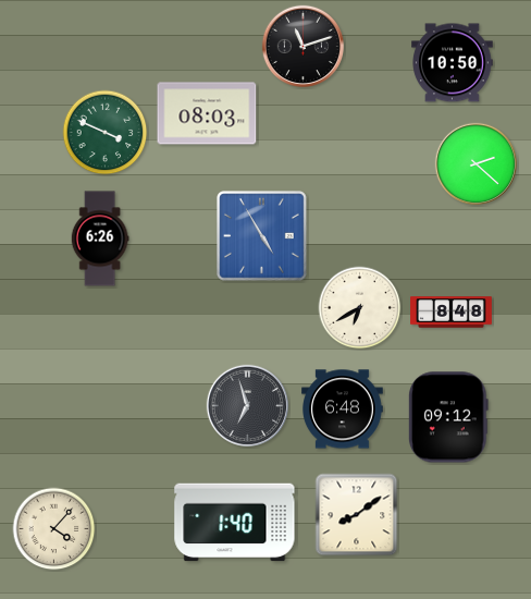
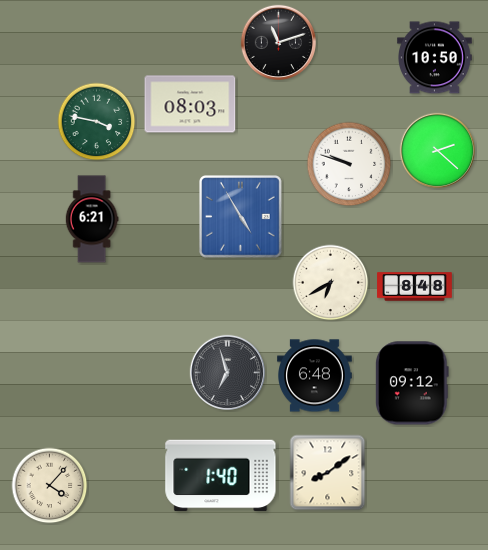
clock at (453, 63) position: (453, 63) -> (435, 58)
clock at (106, 133): 3:49 -> 3:47
clock at (349, 164): none -> 9:48
clock at (100, 239): 6:26 -> 6:21
clock at (235, 523) position: (235, 523) -> (221, 476)
